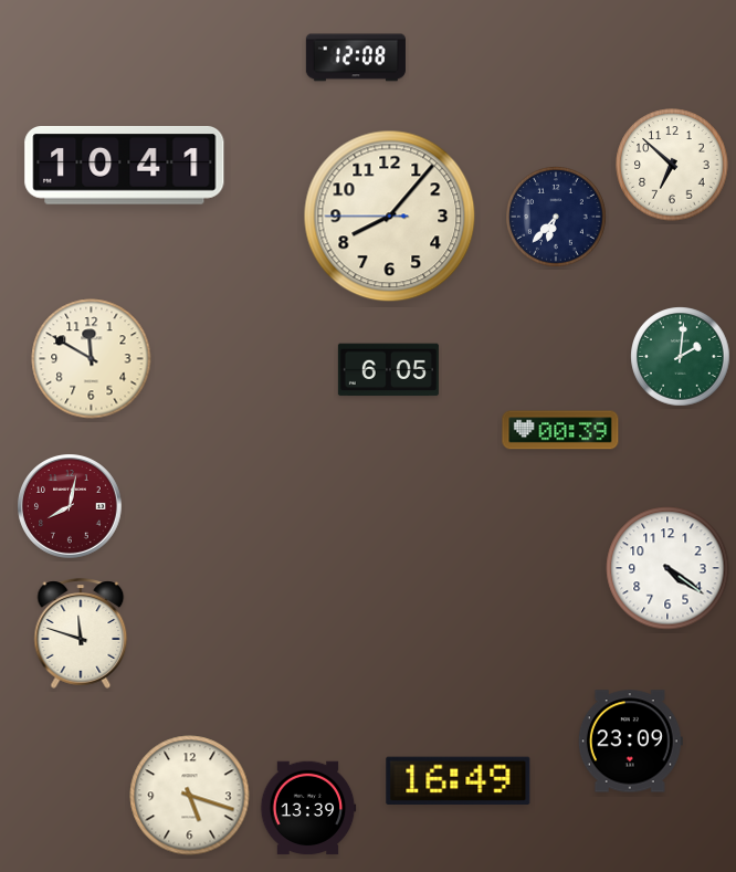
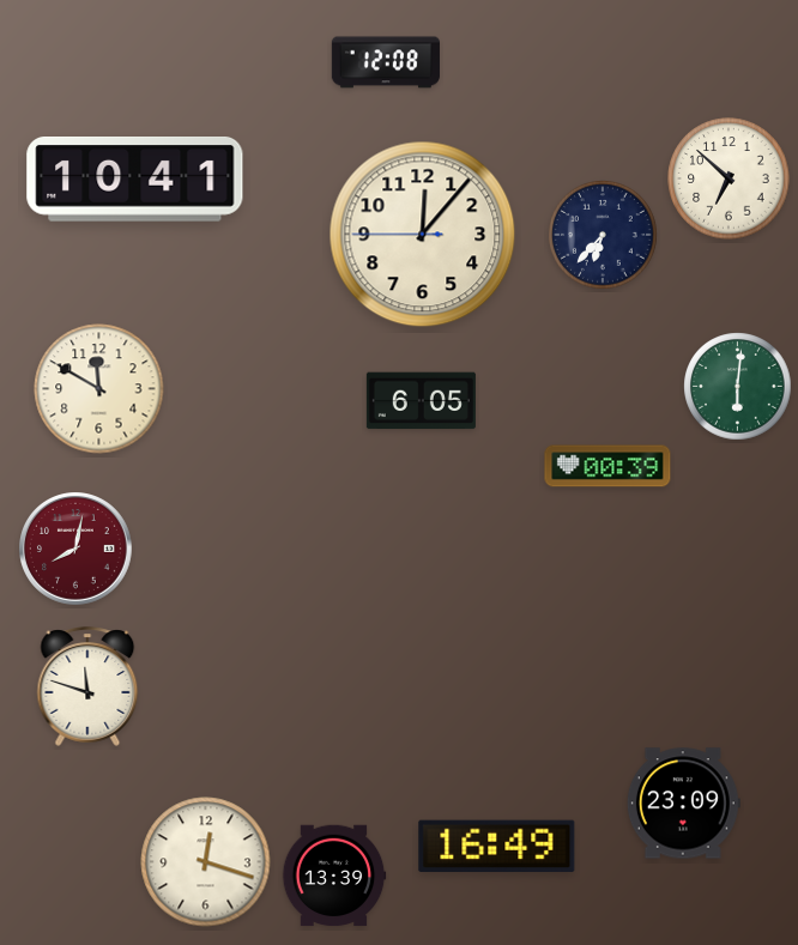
clock at (390, 217): 8:06 -> 12:06
clock at (681, 357): 2:01 -> 6:01
clock at (667, 568): 4:21 -> none
clock at (190, 796): 5:18 -> 12:18
